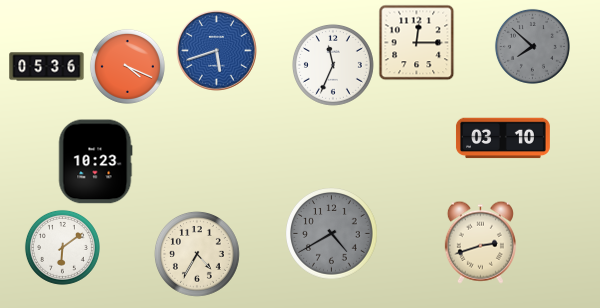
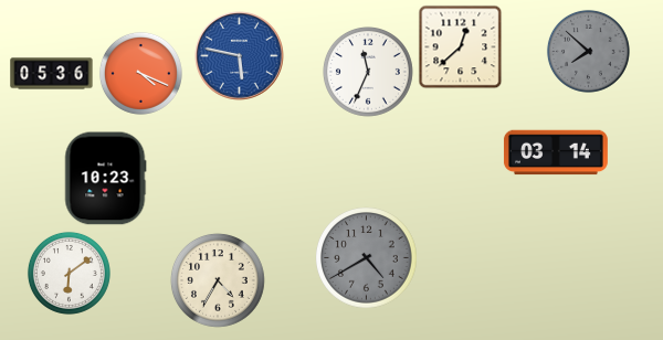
clock at (417, 43): 12:15 -> 12:38
clock at (217, 51): 5:42 -> 5:47
clock at (503, 138): 03:10 -> 03:14
clock at (480, 242): 2:42 -> none
